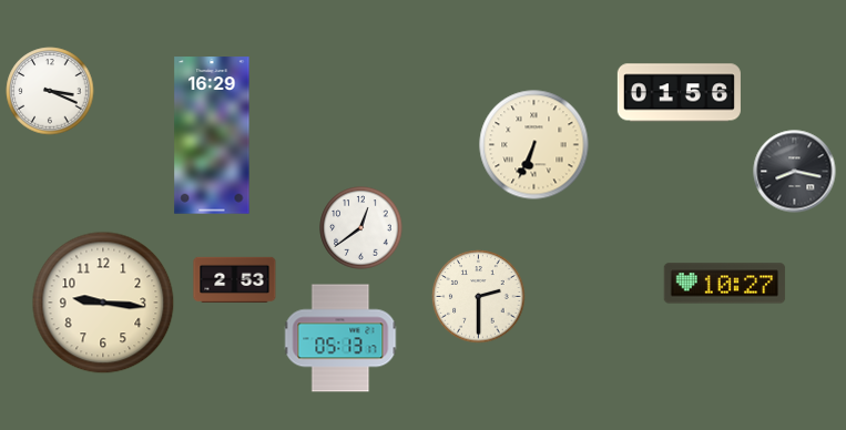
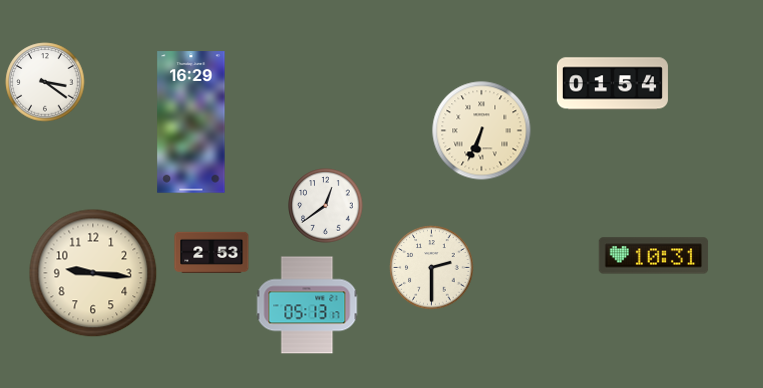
clock at (50, 91): 3:19 -> 3:21
clock at (679, 93): 01:56 -> 01:54
clock at (795, 172): 8:17 -> none
clock at (725, 284): 10:27 -> 10:31
